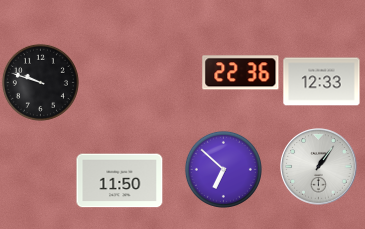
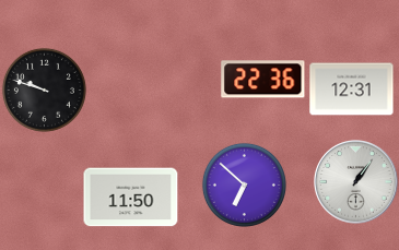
clock at (322, 82): 12:33 -> 12:31
clock at (319, 167) position: (319, 167) -> (356, 182)
